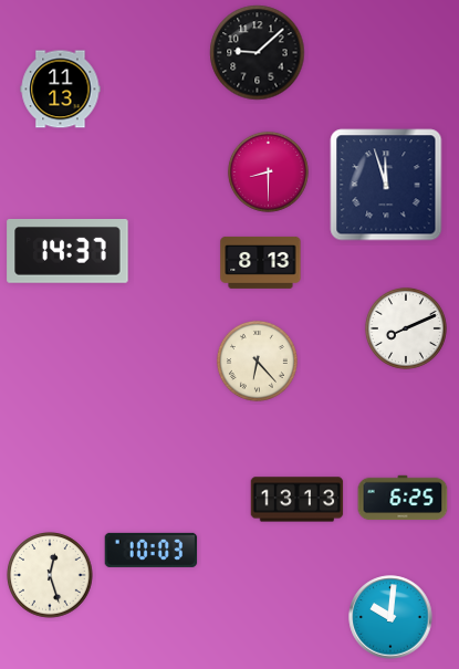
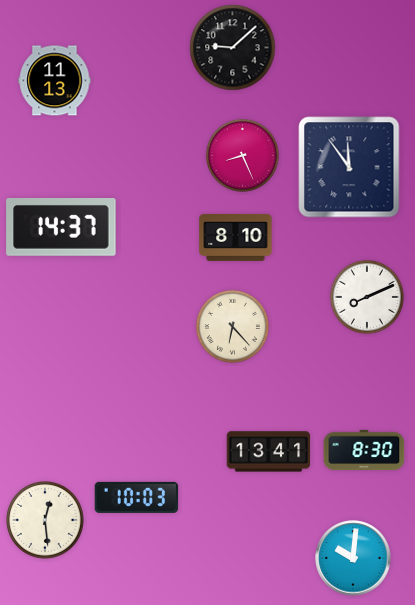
clock at (268, 171): 8:30 -> 8:26
clock at (386, 185): 11:57 -> 11:54
clock at (261, 262): 8:13 -> 8:10
clock at (403, 498): 6:25 -> 8:30
clock at (298, 500): 13:13 -> 13:41
clock at (50, 575): 12:27 -> 12:29
